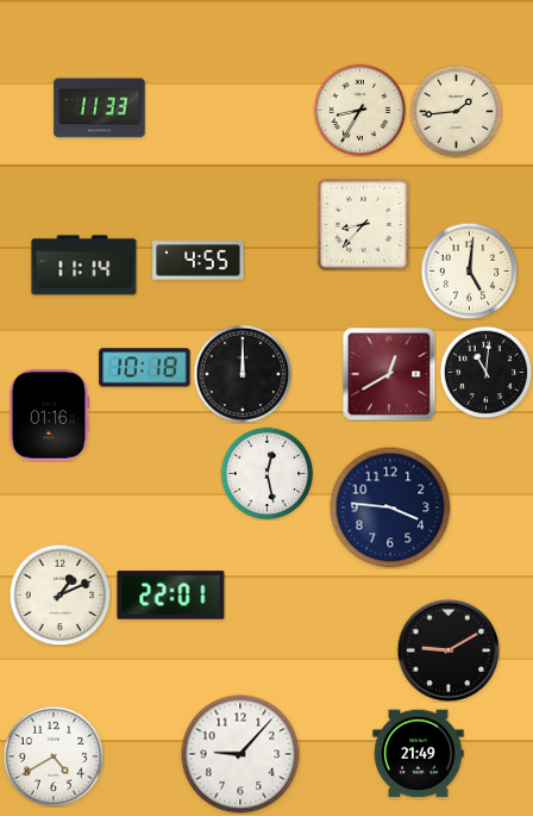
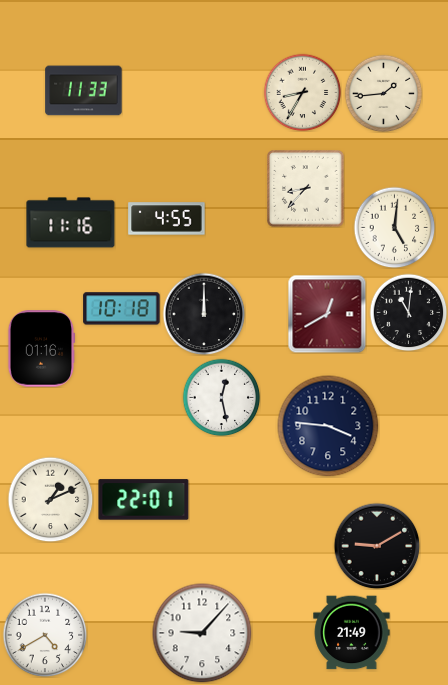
clock at (84, 266): 11:14 -> 11:16
clock at (266, 473) position: (266, 473) -> (221, 397)
